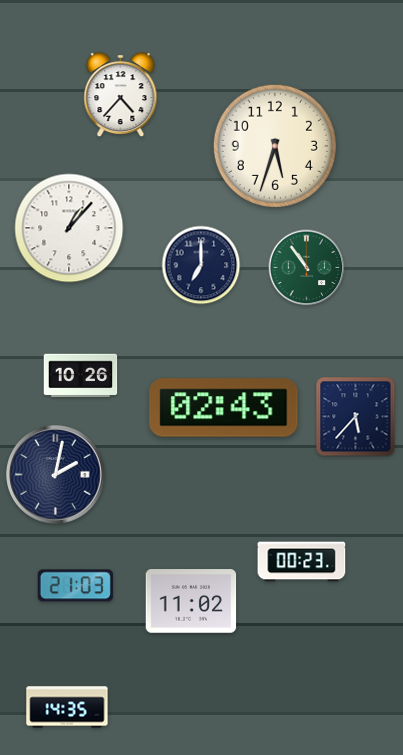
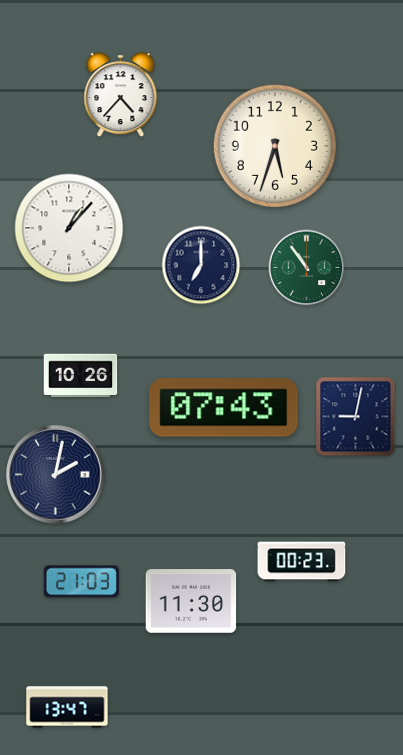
clock at (224, 408): 02:43 -> 07:43
clock at (356, 417): 5:37 -> 9:02
clock at (75, 586) position: (75, 586) -> (81, 582)
clock at (191, 601): 11:02 -> 11:30
clock at (67, 707): 14:35 -> 13:47
